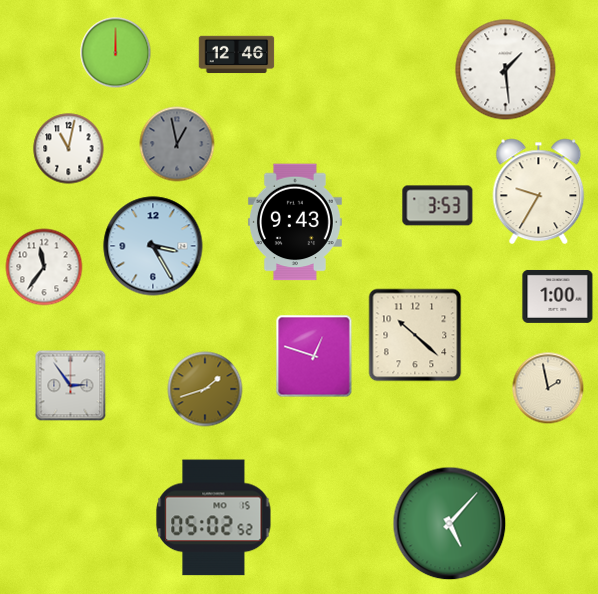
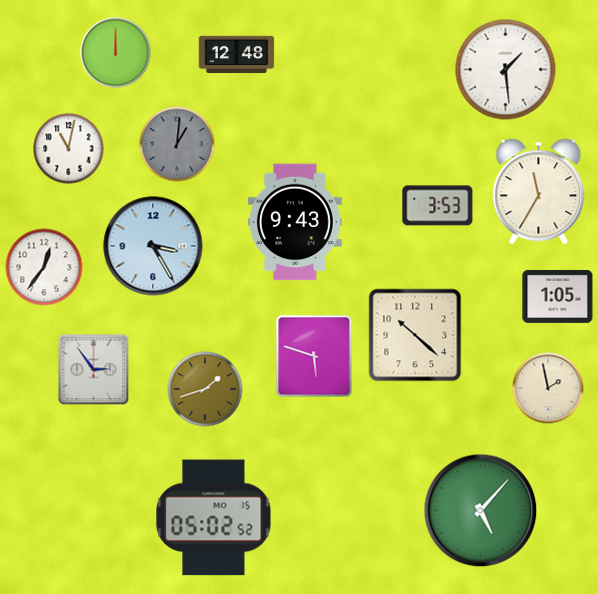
clock at (237, 55): 12:46 -> 12:48
clock at (177, 144): 12:58 -> 1:01
clock at (539, 192): 9:35 -> 11:35
clock at (44, 267): 11:36 -> 12:36
clock at (558, 296): 1:00 -> 1:05
clock at (314, 356): 12:48 -> 5:48
clock at (71, 386) position: (71, 386) -> (94, 370)
clock at (450, 524) position: (450, 524) -> (481, 511)
